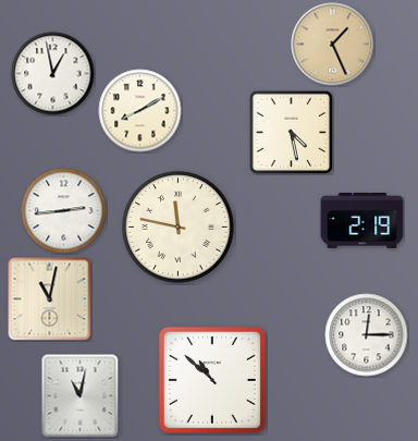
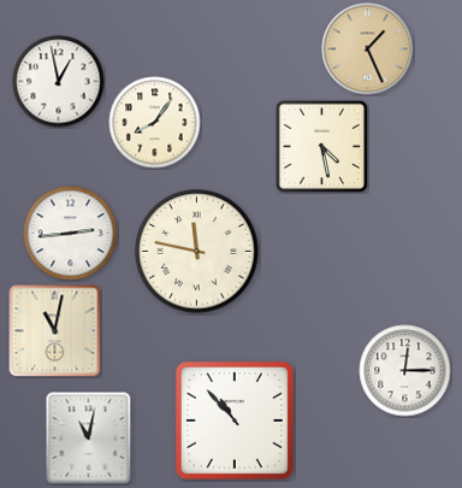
clock at (140, 111): 8:10 -> 8:06
clock at (362, 220): 2:19 -> none
clock at (212, 380): 10:52 -> 10:53
